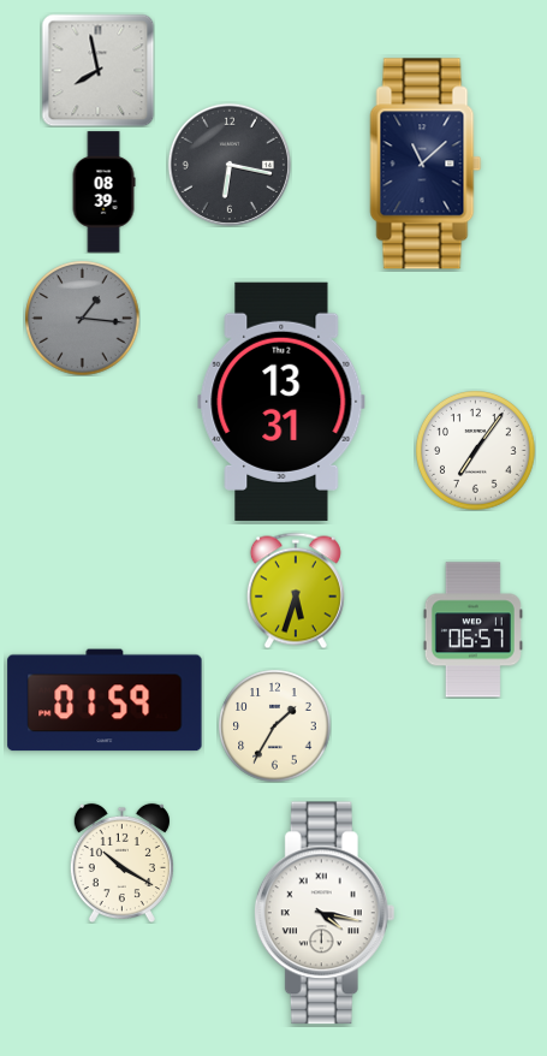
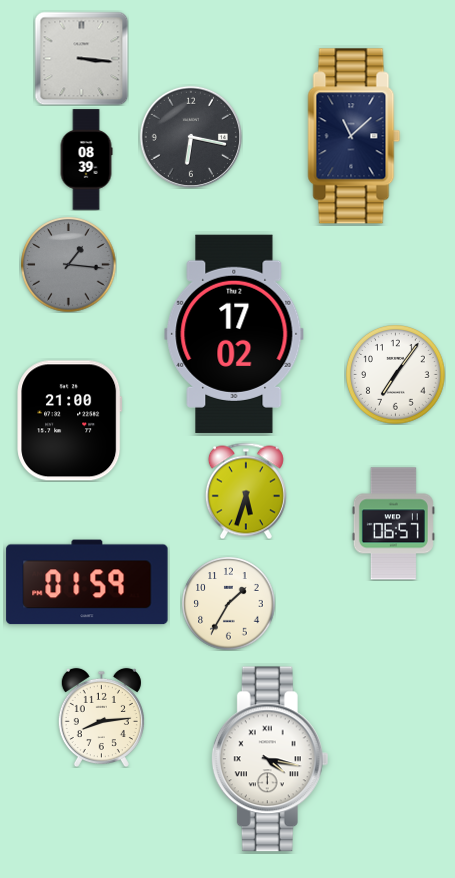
clock at (97, 70): 7:58 -> 3:16
clock at (281, 402): 13:31 -> 17:02
clock at (70, 421): none -> 21:00
clock at (121, 862): 10:20 -> 8:14
